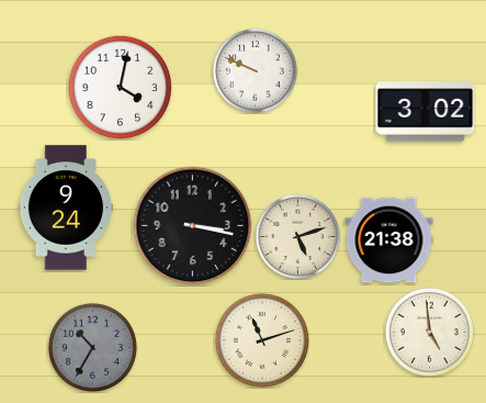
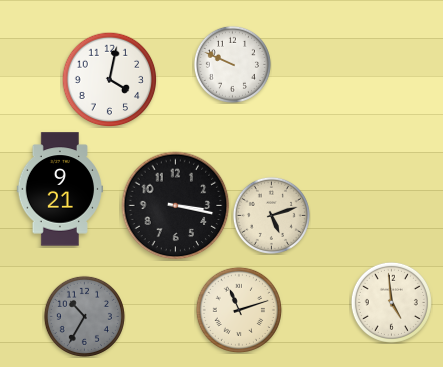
clock at (426, 112): 3:02 -> none
clock at (65, 208): 9:24 -> 9:21
clock at (389, 240): 21:38 -> none
